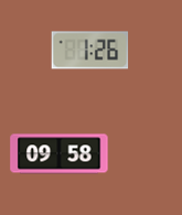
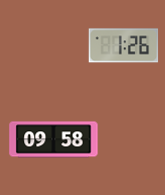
clock at (90, 51) position: (90, 51) -> (124, 46)
